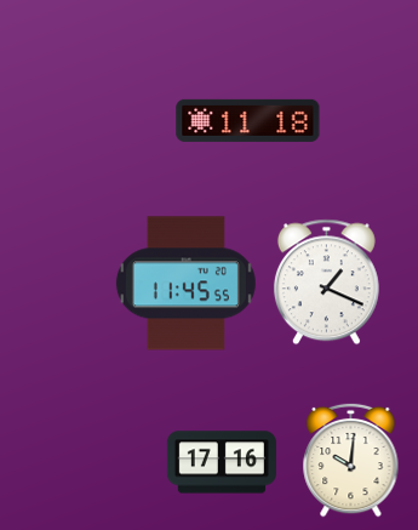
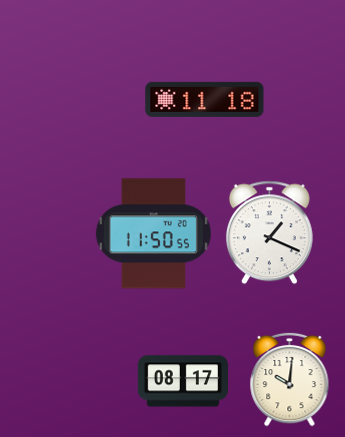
clock at (185, 284): 11:45 -> 11:50
clock at (222, 462): 17:16 -> 08:17
